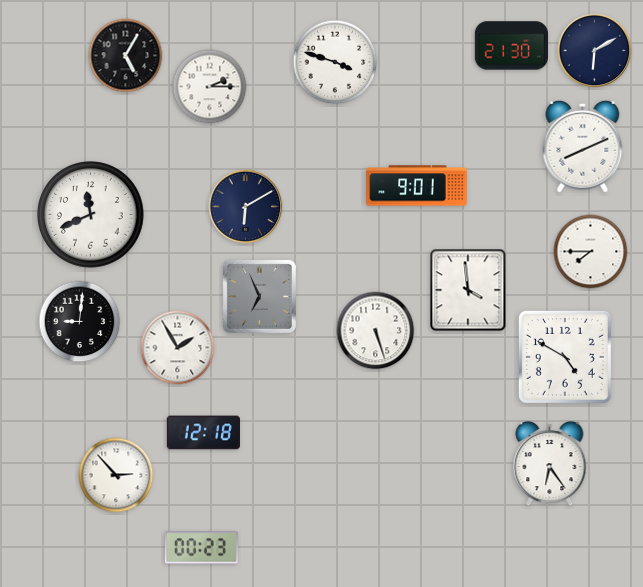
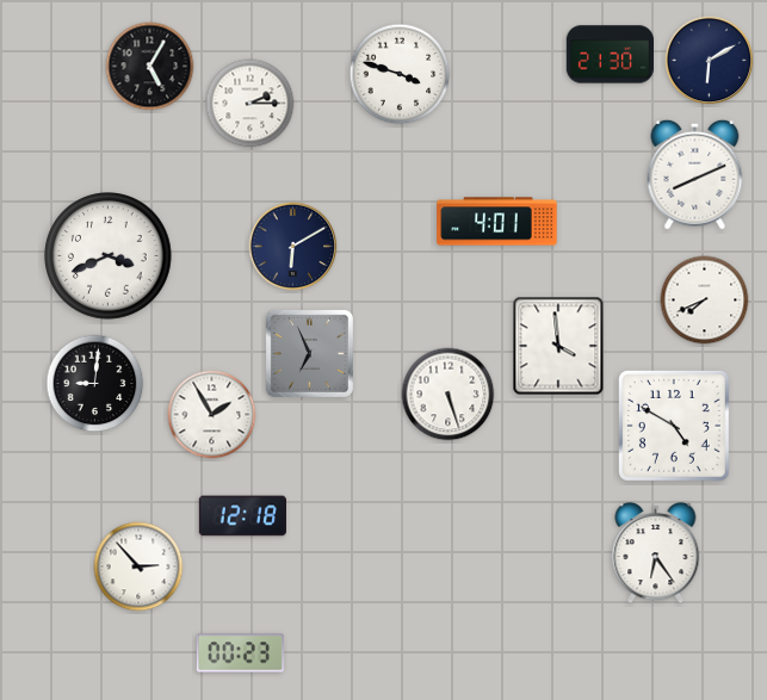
clock at (417, 186): 9:01 -> 4:01
clock at (91, 215): 11:41 -> 3:41
clock at (591, 252): 7:45 -> 7:41
